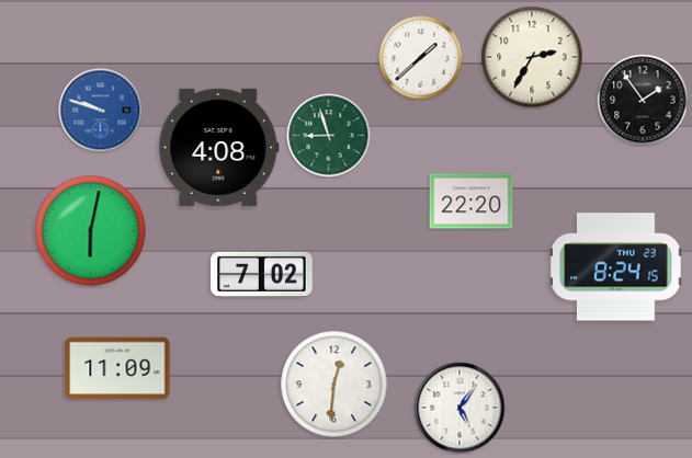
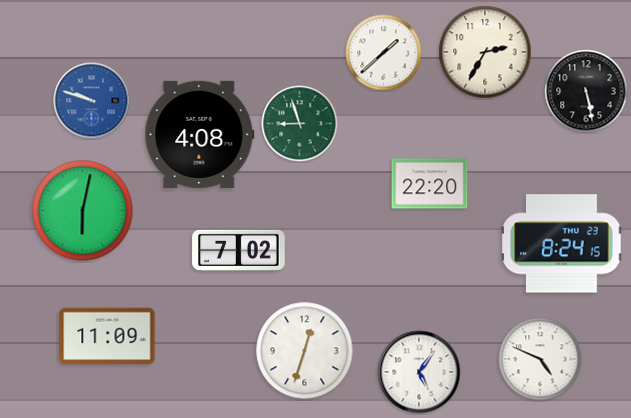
clock at (643, 100): 1:54 -> 5:28
clock at (334, 385): 12:31 -> 12:33
clock at (540, 359): none -> 4:49
